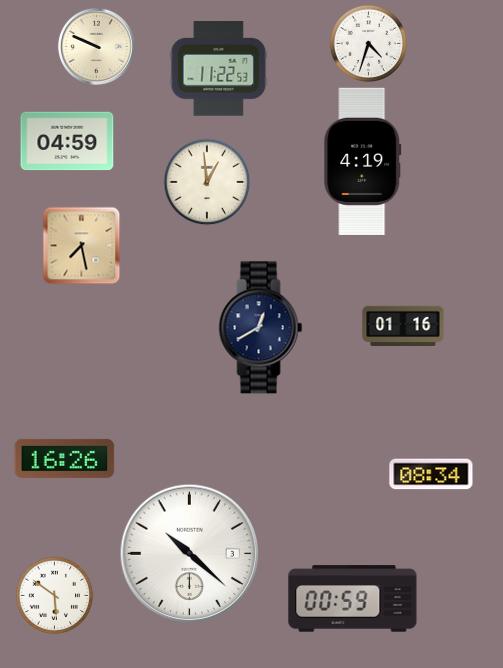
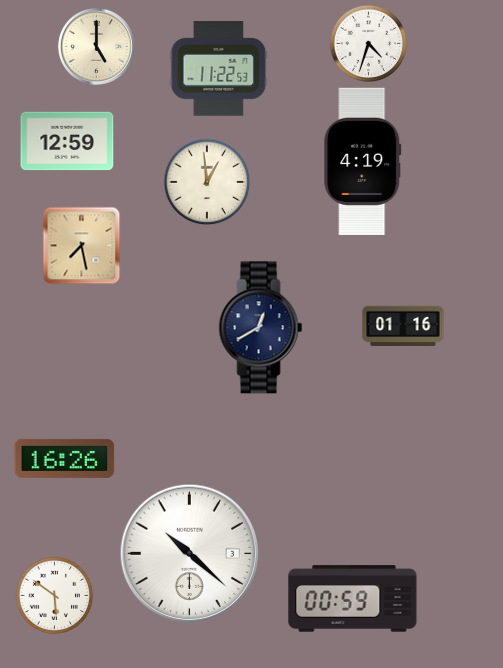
clock at (96, 46): 9:49 -> 5:00
clock at (67, 141): 04:59 -> 12:59
clock at (431, 474): 08:34 -> none
